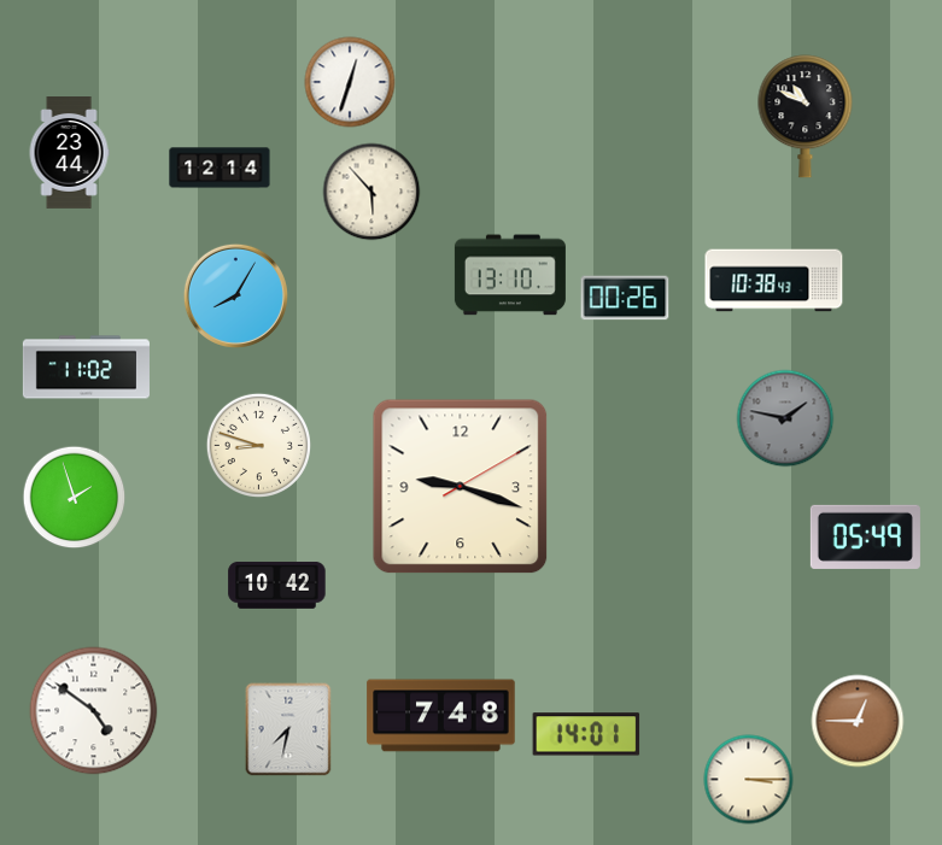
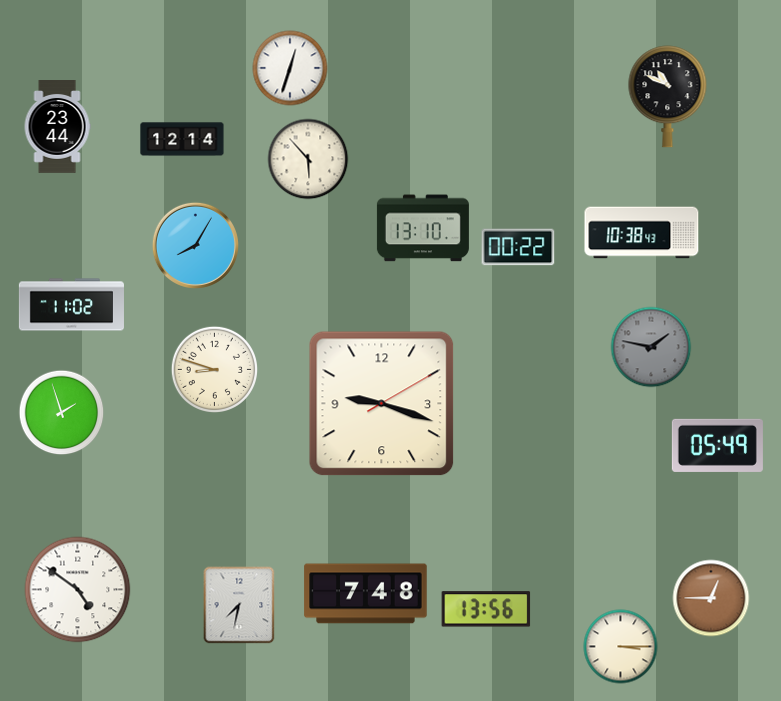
clock at (625, 298): 00:26 -> 00:22
clock at (277, 585): 10:42 -> none
clock at (586, 734): 14:01 -> 13:56
